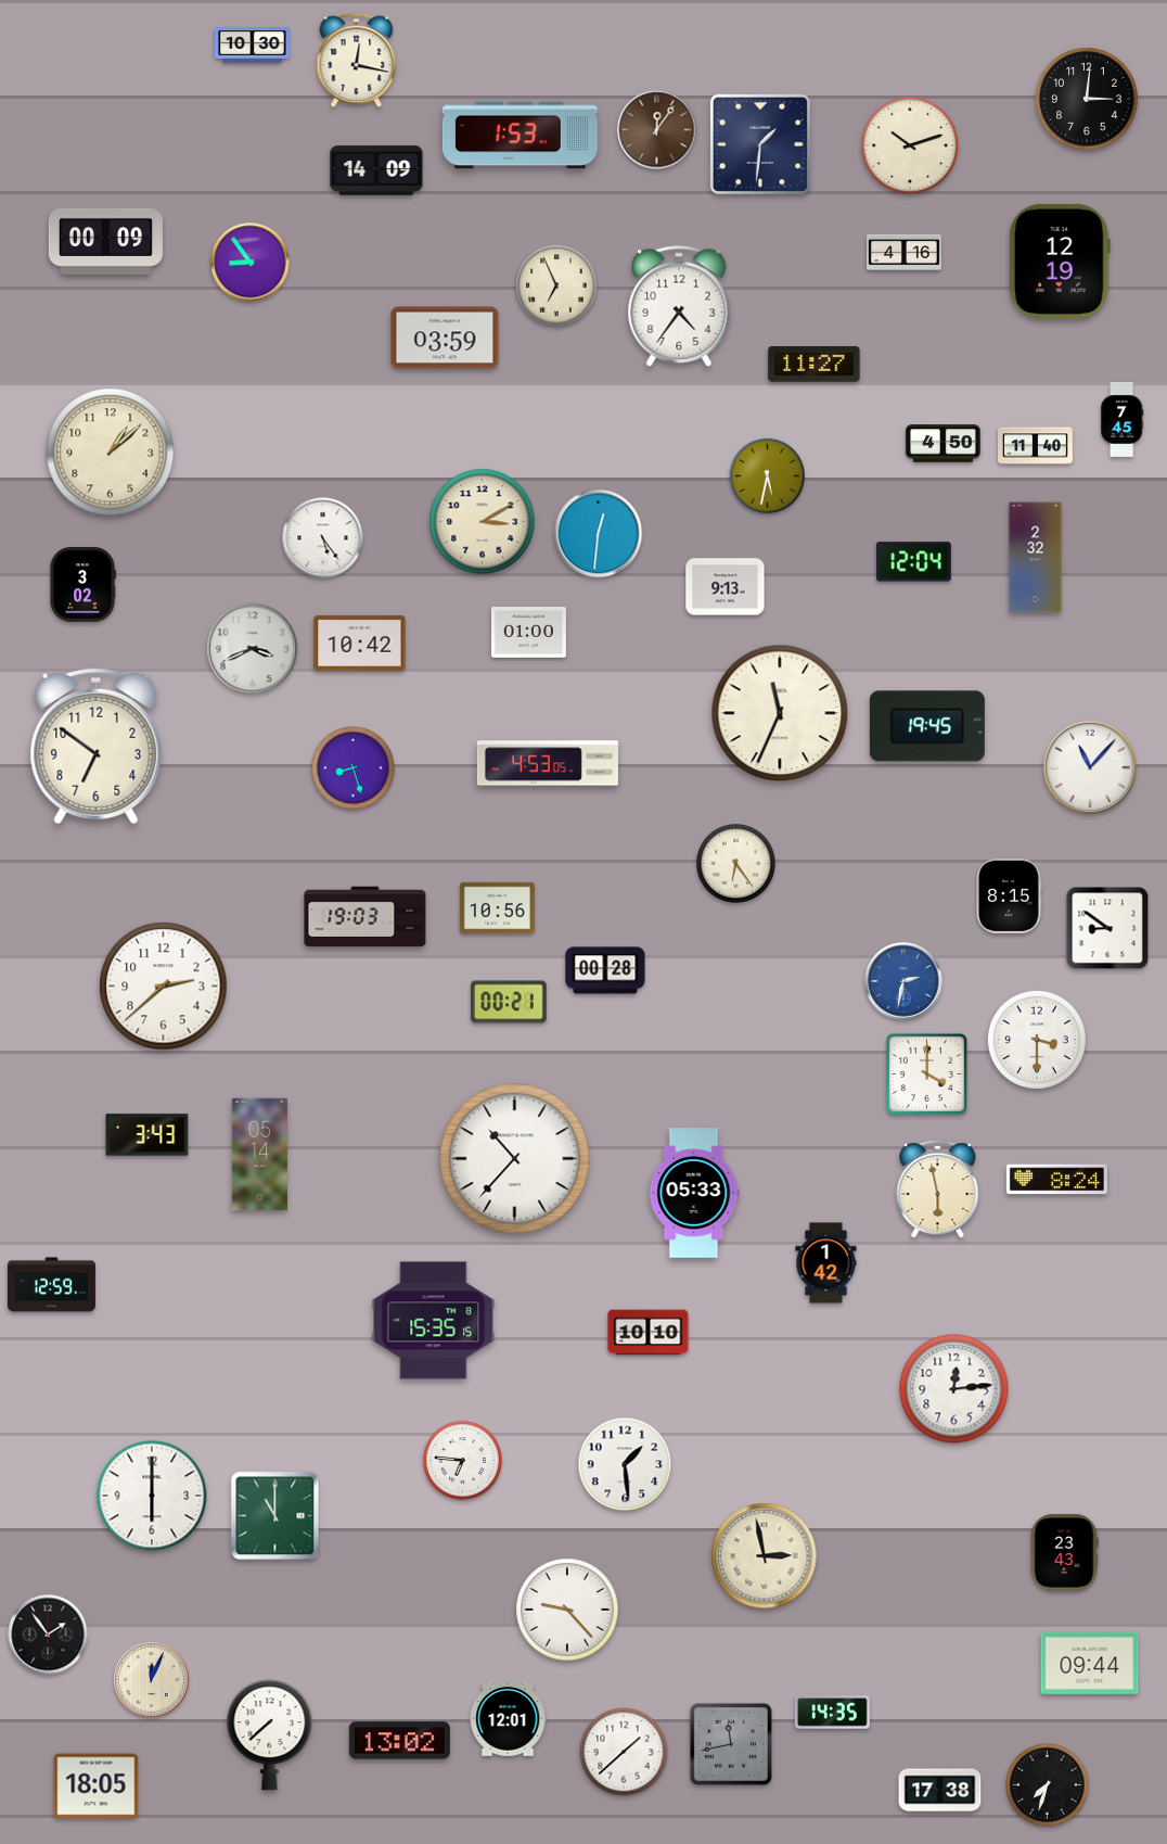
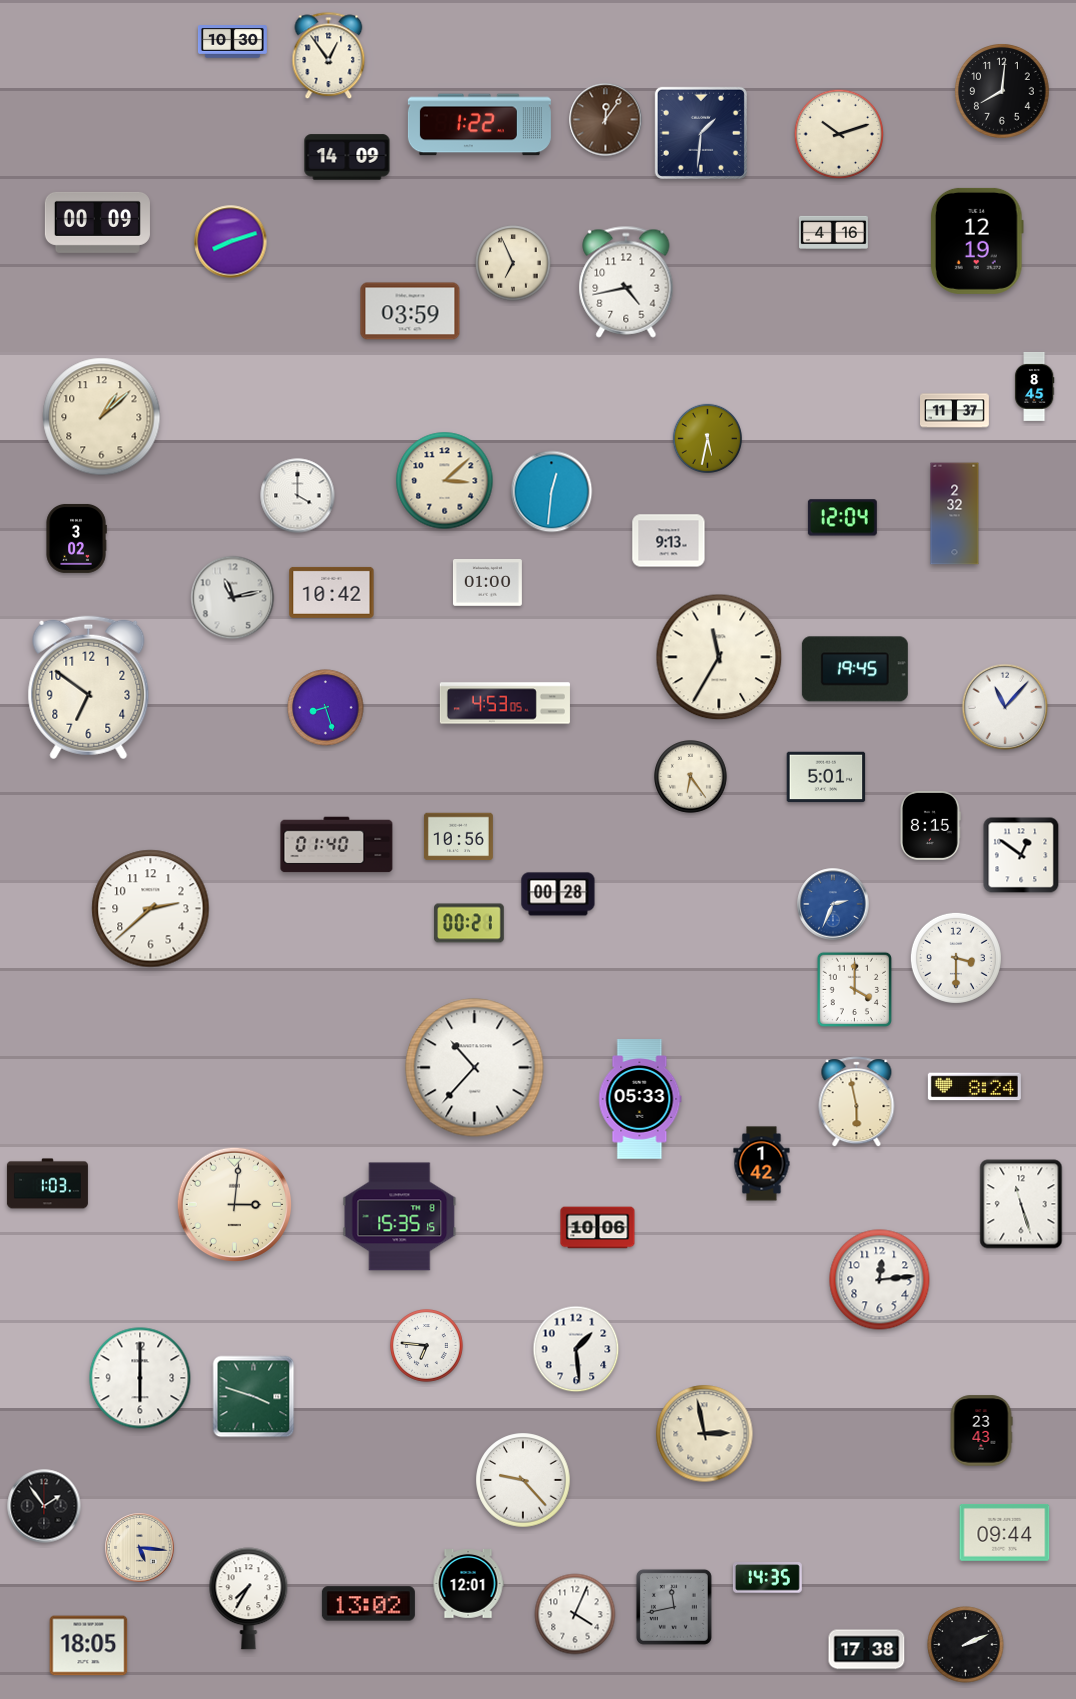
clock at (357, 61): 12:17 -> 12:54
clock at (1087, 99): 3:01 -> 8:01
clock at (520, 136): 1:53 -> 1:22
clock at (251, 263): 8:54 -> 8:12
clock at (679, 306): 4:36 -> 4:43
clock at (815, 365): 11:27 -> none
clock at (1121, 420): 7:45 -> 8:45
clock at (942, 444): 4:50 -> none
clock at (1036, 446): 11:40 -> 11:37
clock at (483, 522): 3:10 -> 3:08
clock at (323, 538): 5:24 -> 4:00
clock at (253, 649): 3:41 -> 11:13
clock at (780, 713): 11:34 -> 11:35
clock at (826, 777): none -> 5:01
clock at (736, 864) position: (736, 864) -> (691, 777)
clock at (366, 917): 19:03 -> 01:40
clock at (1107, 928): 8:51 -> 12:51
clock at (903, 981): 2:32 -> 2:34
clock at (148, 1135): 3:43 -> none
clock at (259, 1155): 05:14 -> none
clock at (938, 1190) position: (938, 1190) -> (857, 1102)
clock at (51, 1285): 12:59 -> 1:03
clock at (1021, 1204): none -> 11:27
clock at (235, 1205): none -> 3:01
clock at (649, 1333): 10:10 -> 10:06
clock at (275, 1516): 11:00 -> 3:48
clock at (567, 1610) position: (567, 1610) -> (523, 1480)
clock at (152, 1680): 12:04 -> 5:16
clock at (270, 1735): 7:38 -> 7:35
clock at (624, 1752): 1:38 -> 4:04
clock at (1048, 1785): 7:33 -> 2:11
